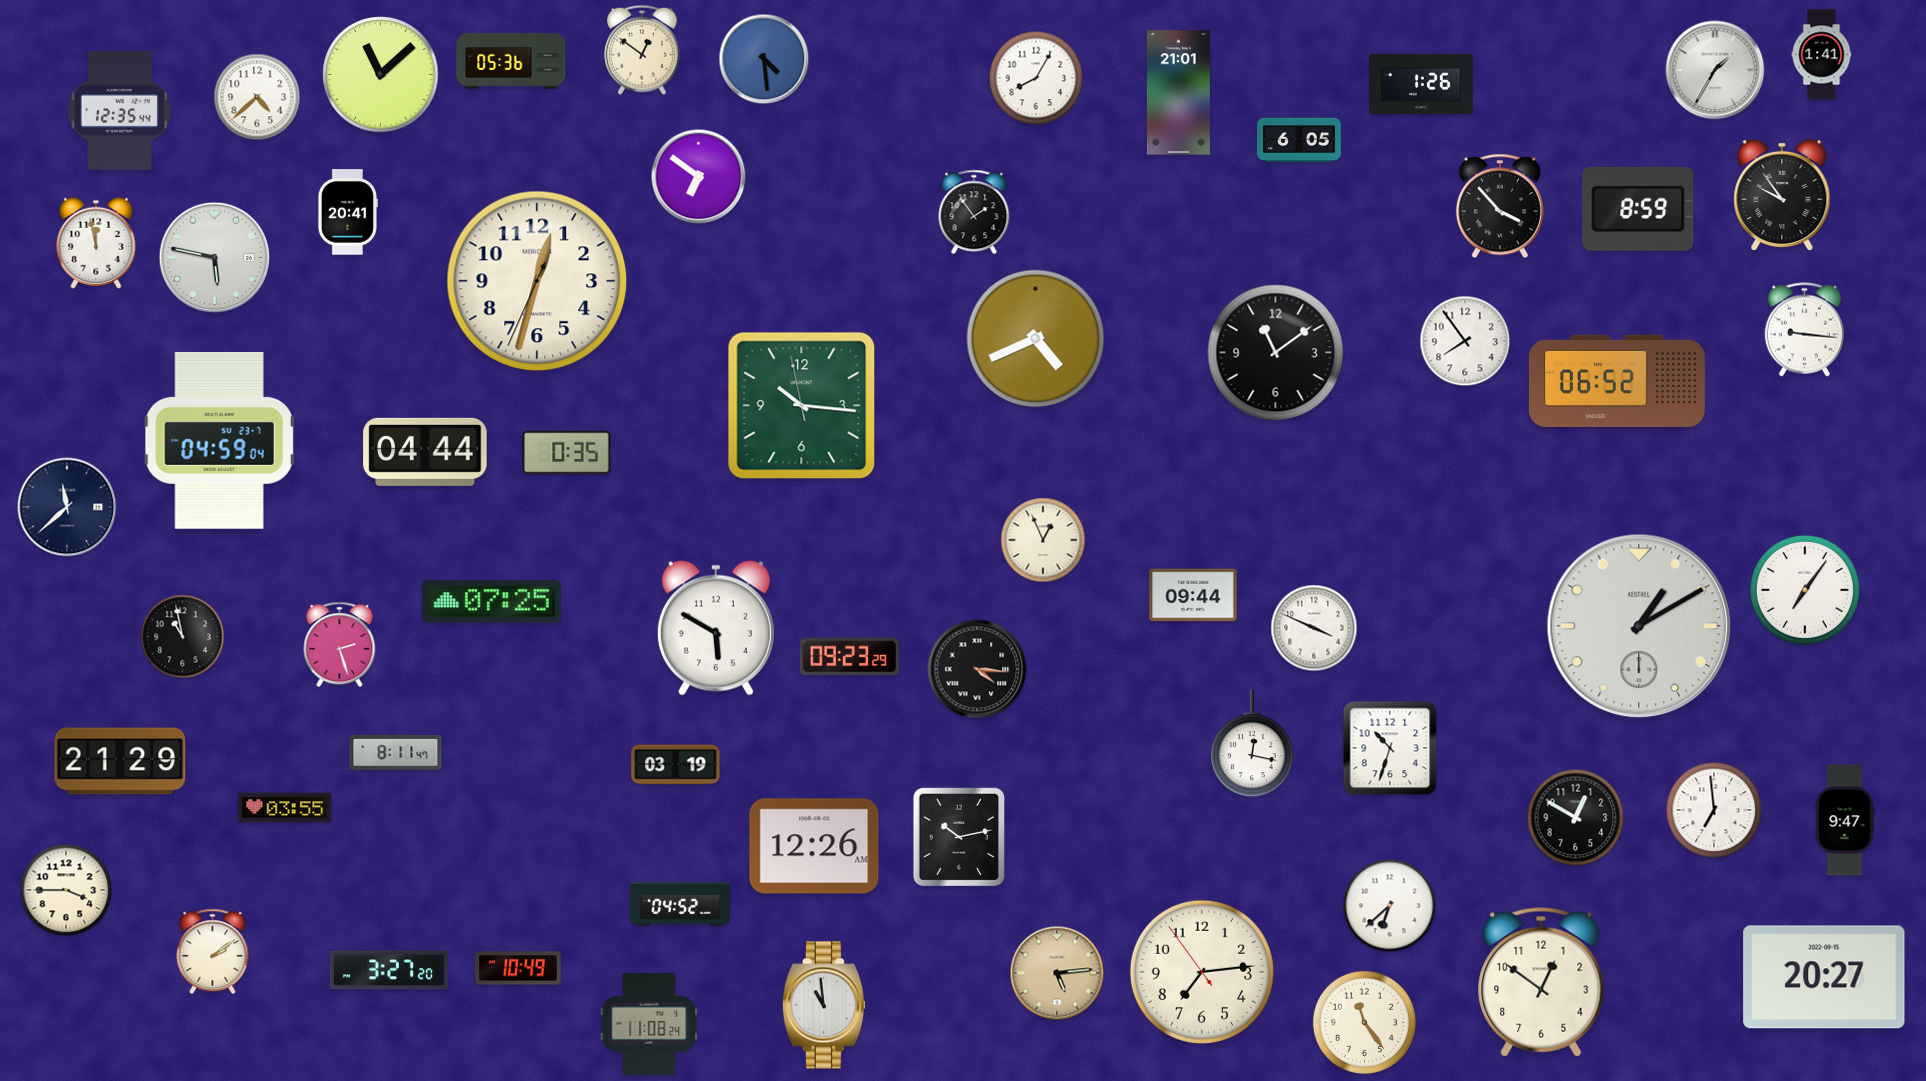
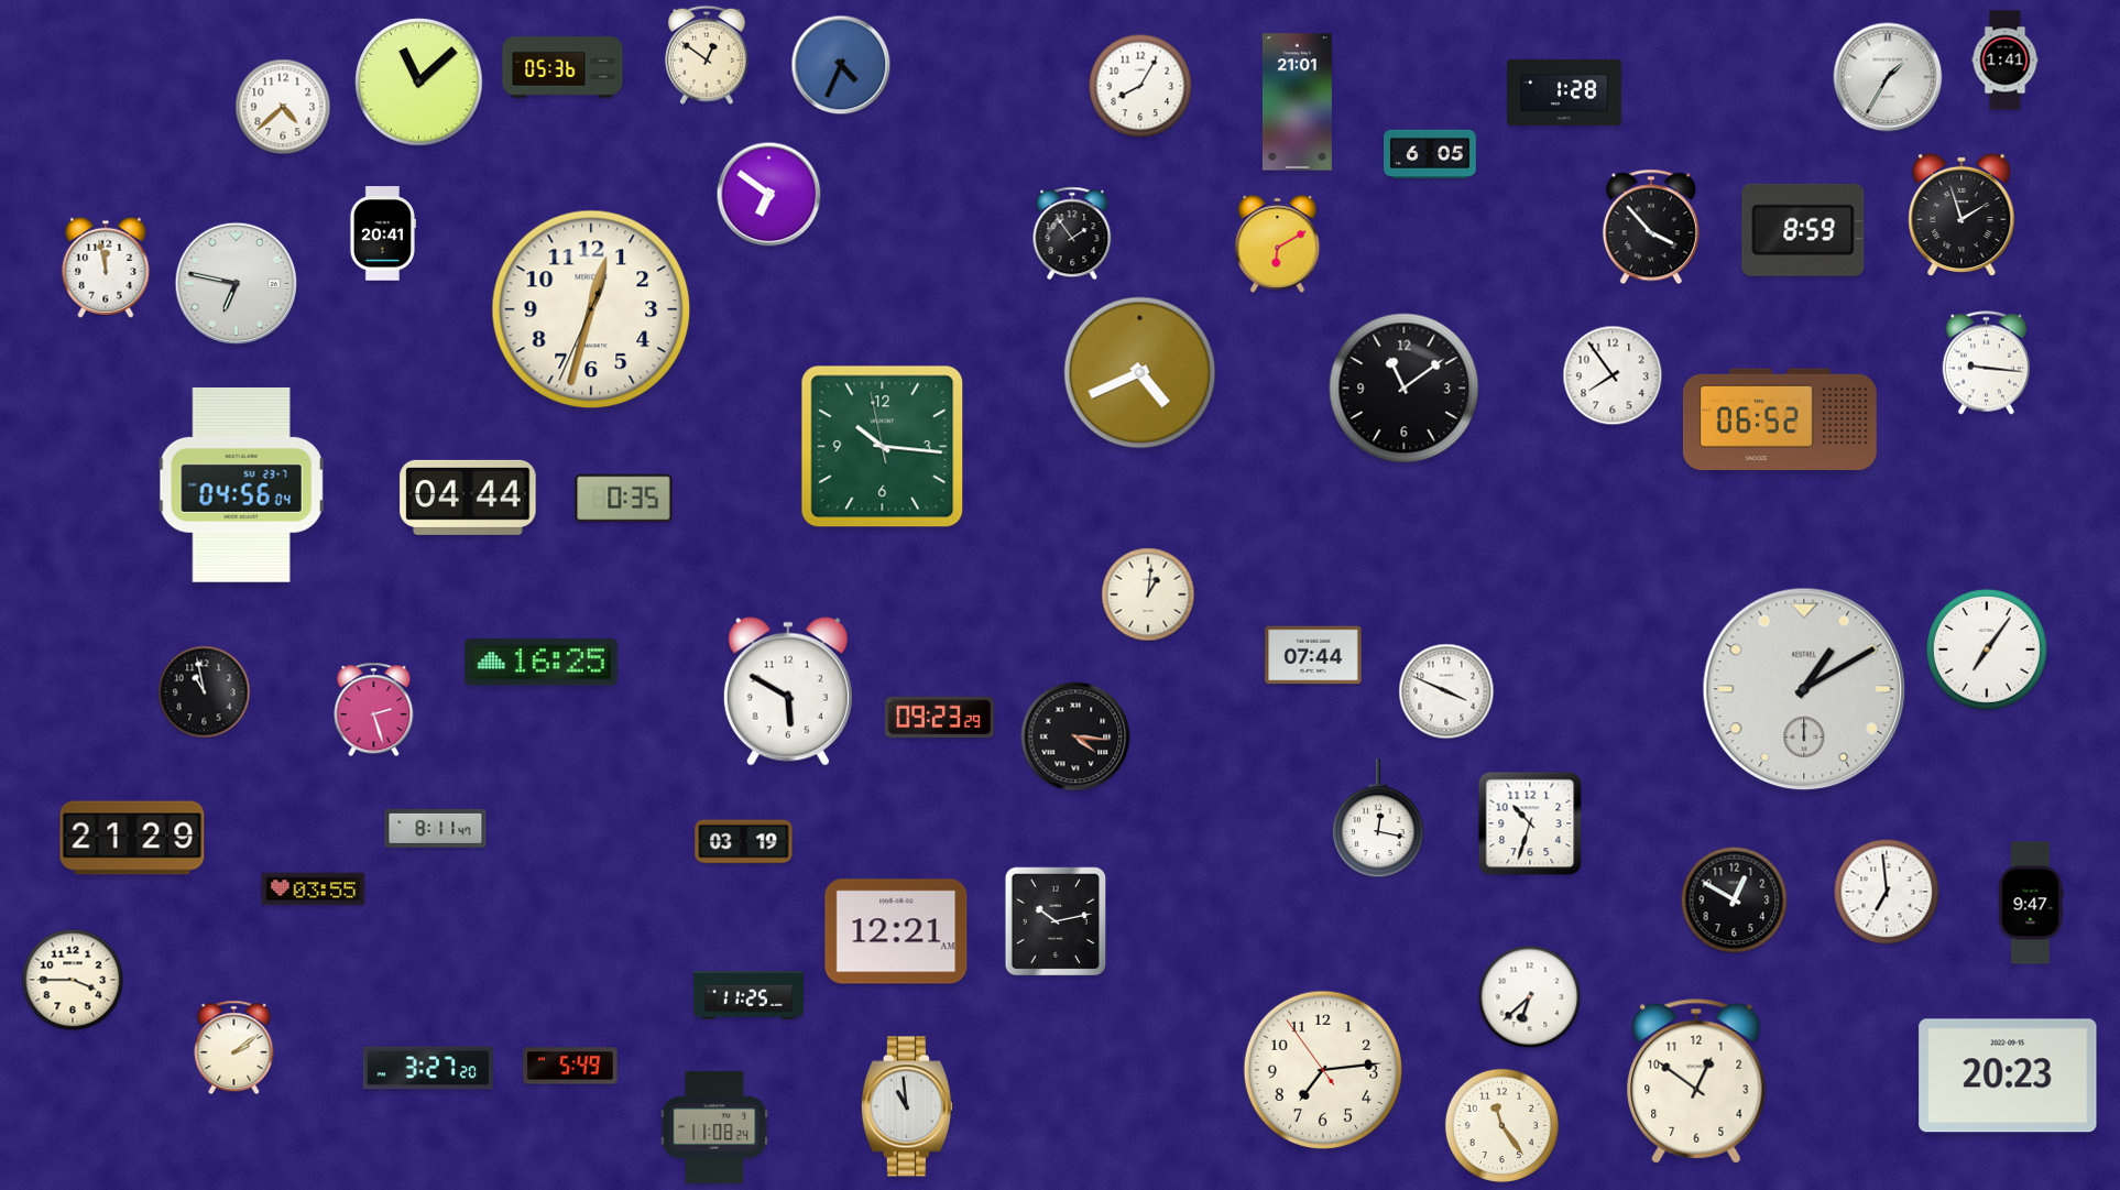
clock at (764, 59): 4:29 -> 4:34
clock at (1421, 84): 1:26 -> 1:28
clock at (119, 110): 12:35 -> none
clock at (1782, 195): 9:54 -> 1:57
clock at (1278, 244): none -> 6:10
clock at (215, 258): 5:47 -> 6:47
clock at (219, 440): 04:59 -> 04:56
clock at (67, 507): 11:38 -> none
clock at (1043, 540): 12:56 -> 1:01
clock at (1193, 595): 09:44 -> 07:44
clock at (491, 602): 07:25 -> 16:25
clock at (183, 637) position: (183, 637) -> (205, 692)
clock at (849, 657) position: (849, 657) -> (939, 718)
clock at (814, 846): 12:26 -> 12:21
clock at (680, 904): 04:52 -> 11:25
clock at (518, 968): 10:49 -> 5:49
clock at (1057, 973): 5:14 -> none
clock at (1824, 977): 20:27 -> 20:23
